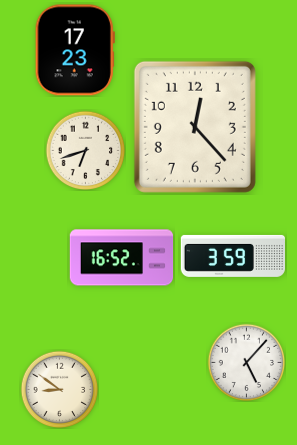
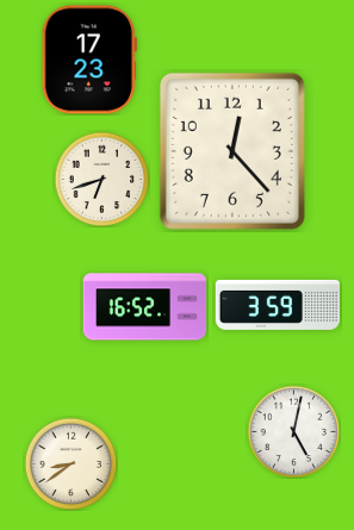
clock at (246, 362): 5:07 -> 5:02
clock at (59, 389): 8:51 -> 8:39
